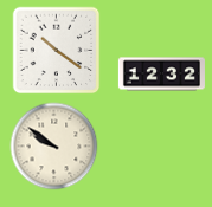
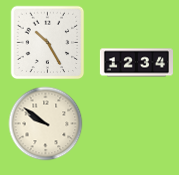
clock at (57, 51): 10:21 -> 10:25
clock at (161, 75): 12:32 -> 12:34
